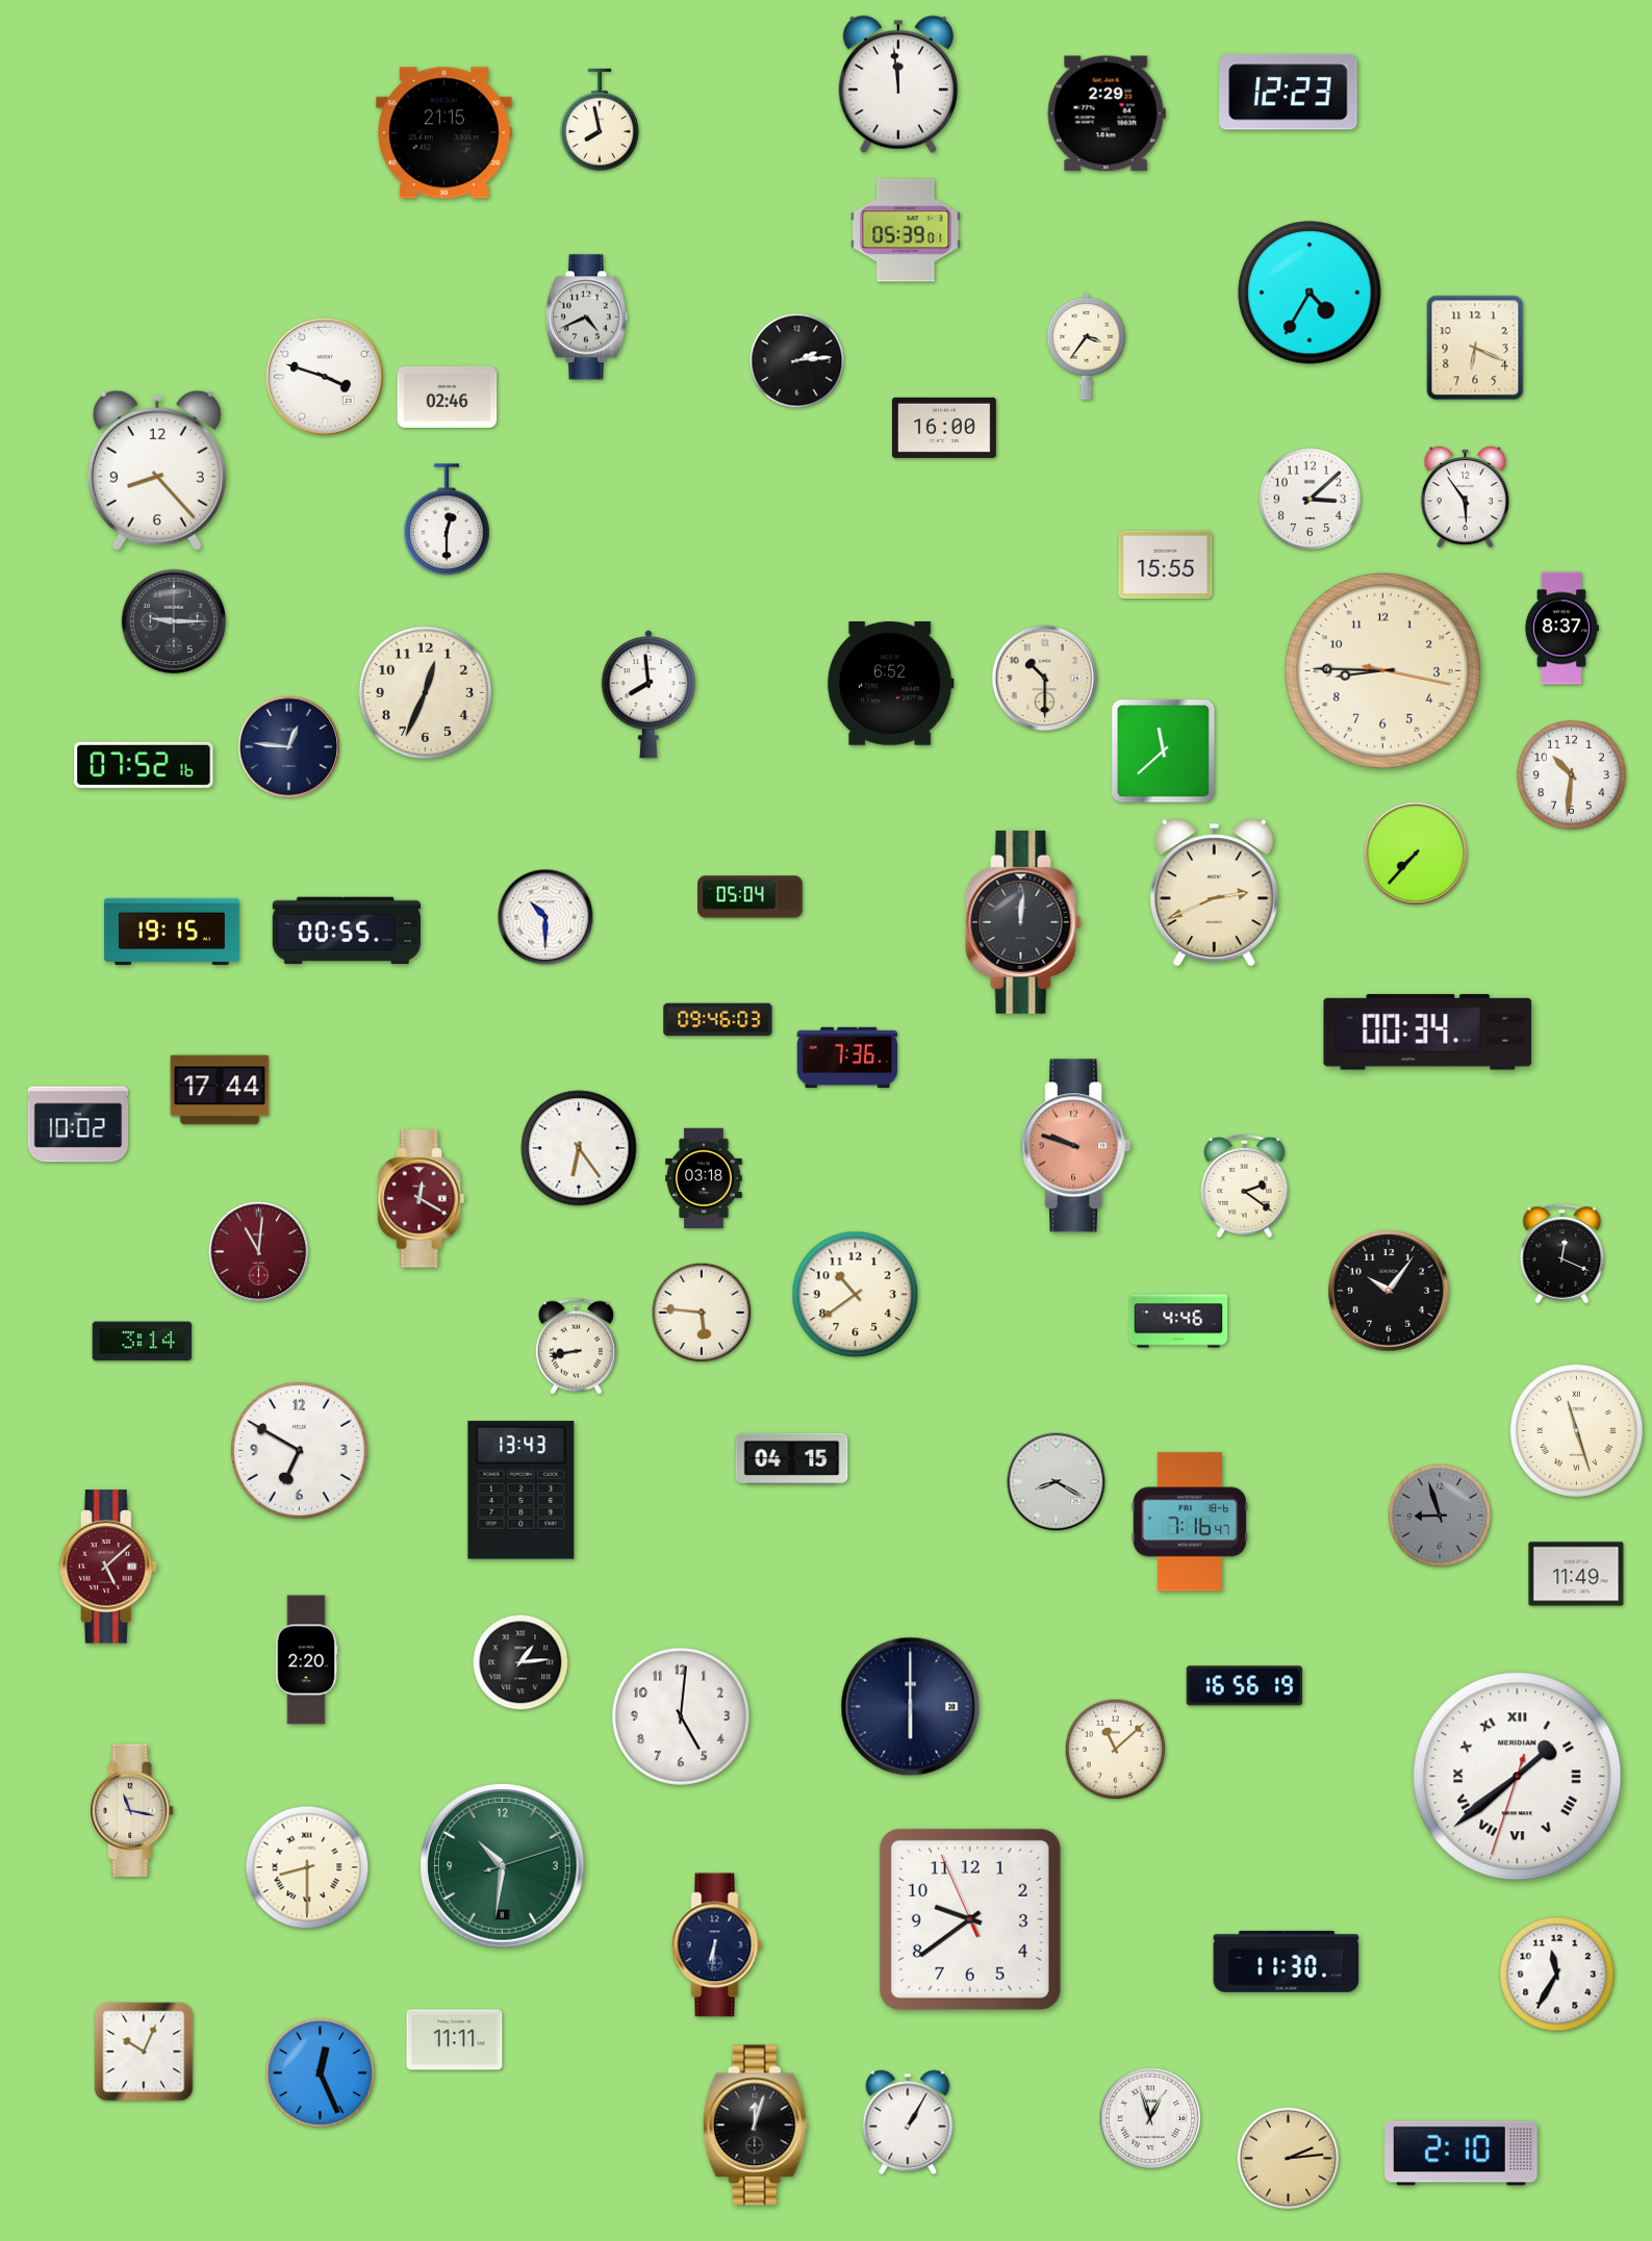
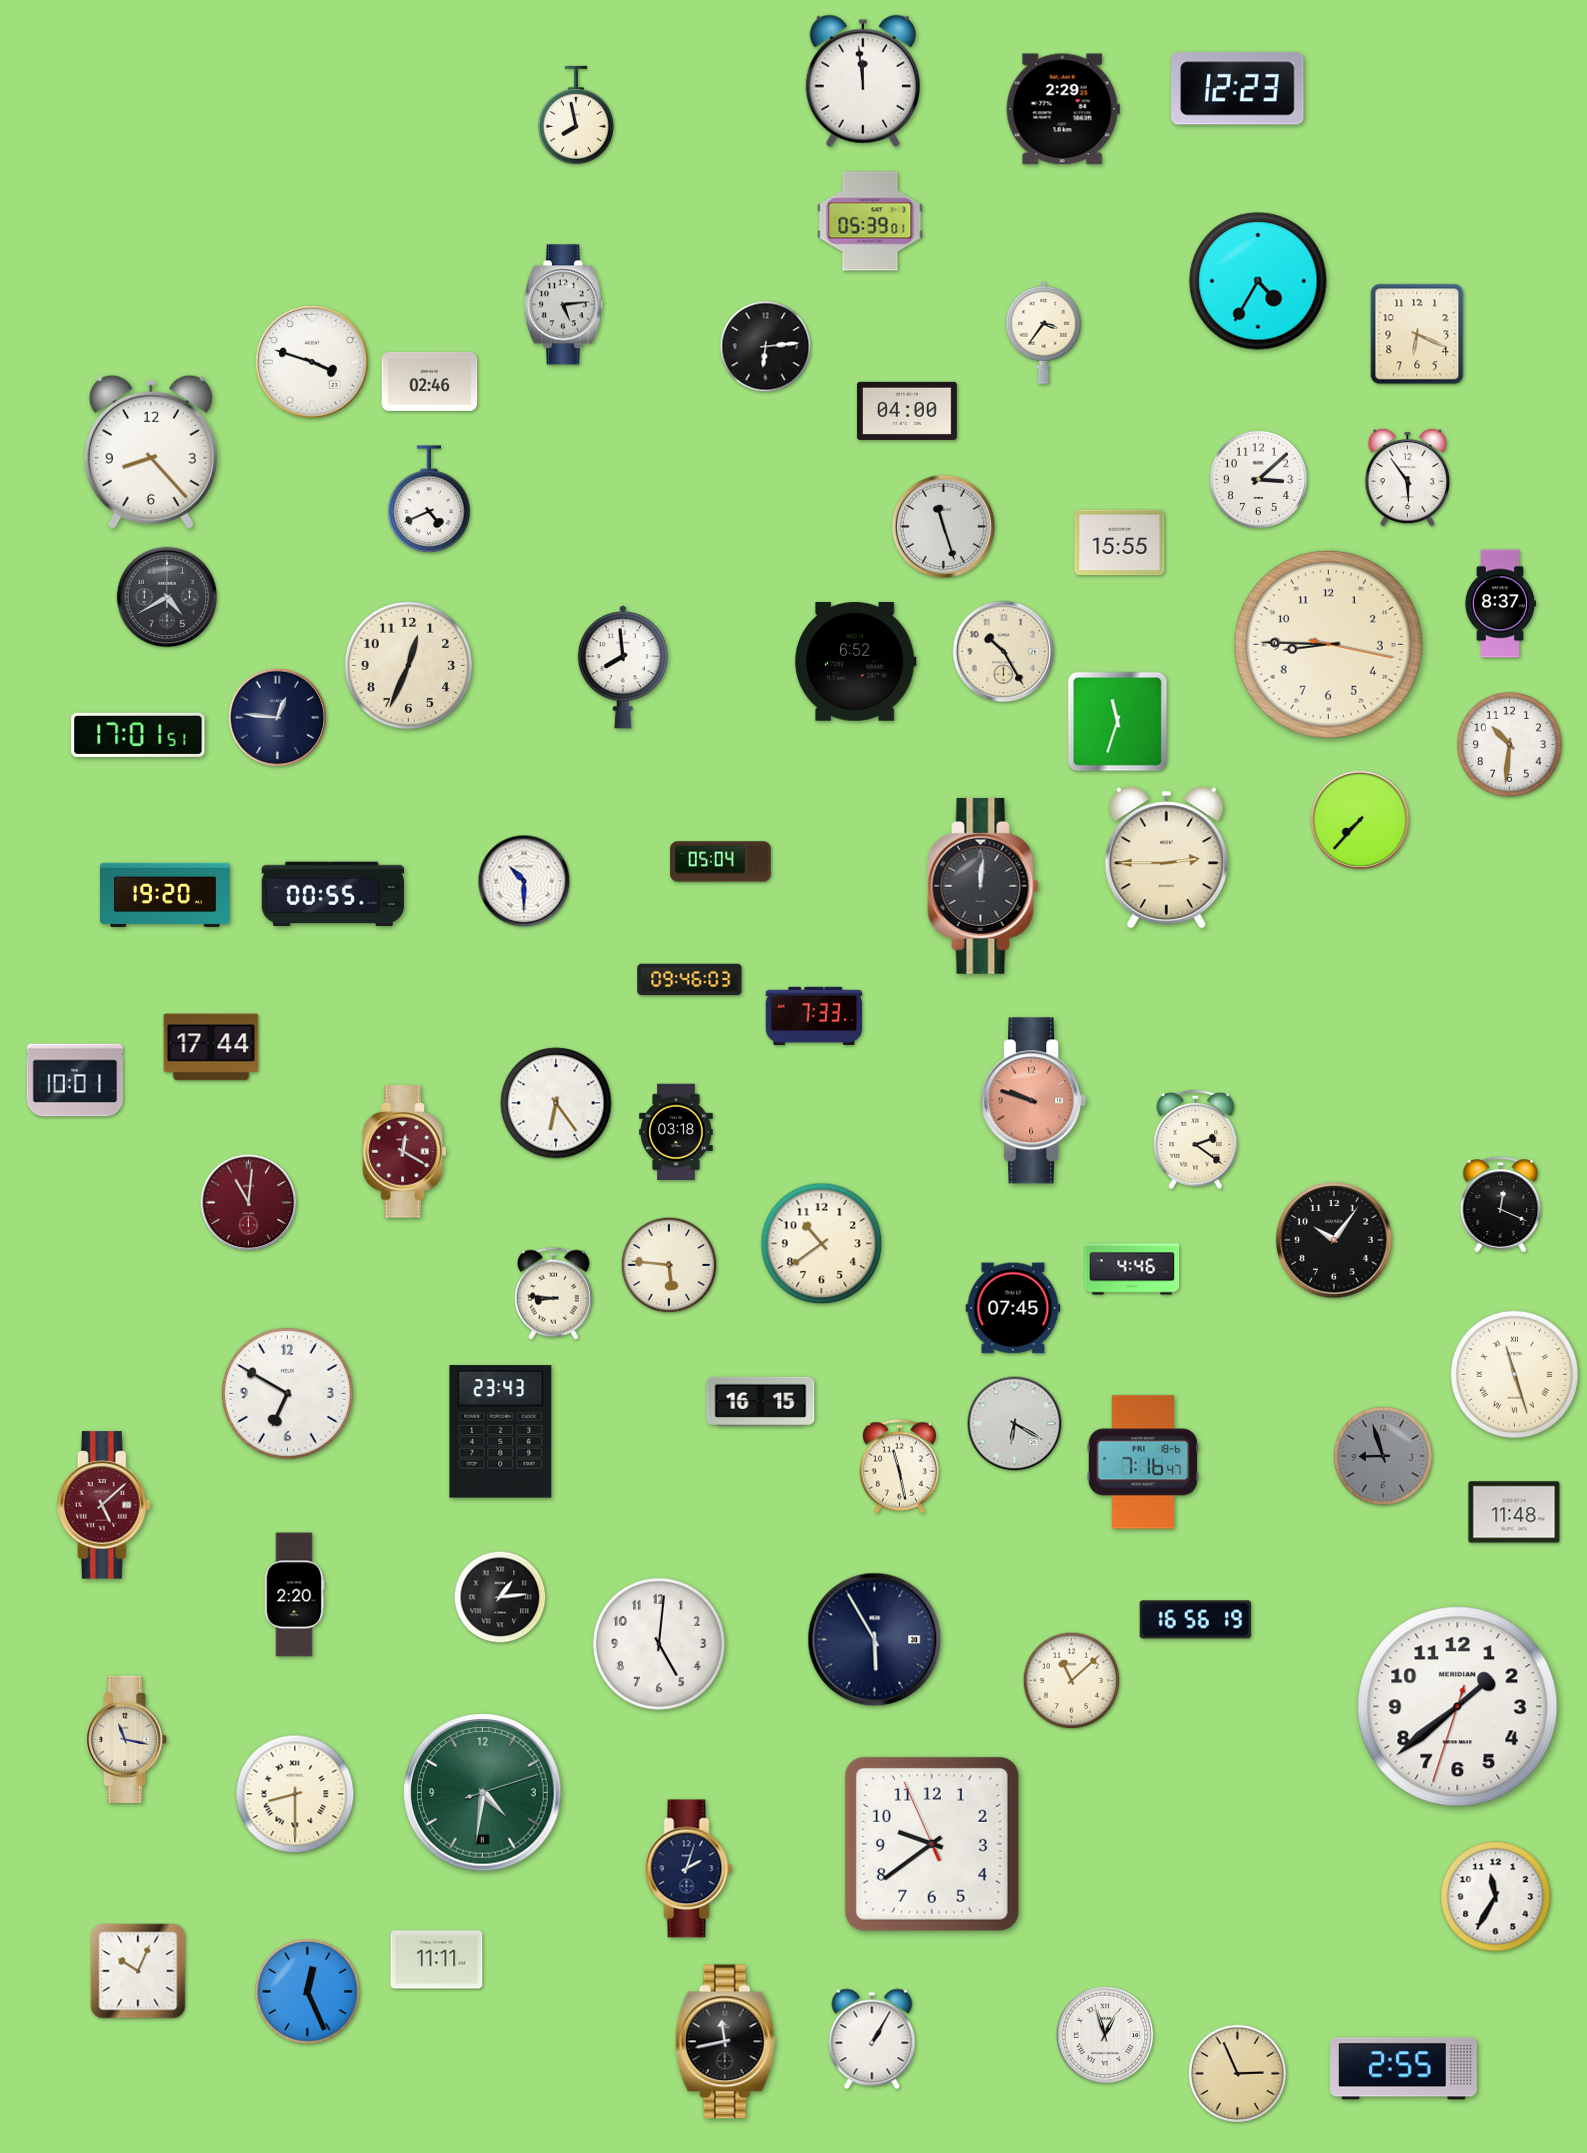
clock at (443, 133): 21:15 -> none
clock at (586, 317): 4:41 -> 5:14
clock at (797, 361): 2:14 -> 6:14
clock at (944, 428): 16:00 -> 04:00
clock at (447, 519): 12:30 -> 4:41
clock at (943, 526): none -> 11:27
clock at (174, 621): 9:15 -> 4:40
clock at (1044, 678): 10:30 -> 10:25
clock at (890, 684) position: (890, 684) -> (855, 662)
clock at (1164, 752): 11:38 -> 11:33
clock at (144, 765): 07:52 -> 17:01
clock at (1214, 893): 2:41 -> 2:45
clock at (172, 932): 19:15 -> 19:20
clock at (1428, 1033): 00:34 -> none
clock at (847, 1058): 7:36 -> 7:33
clock at (78, 1124): 10:02 -> 10:01
clock at (702, 1313) position: (702, 1313) -> (669, 1265)
clock at (143, 1342): 3:14 -> none
clock at (576, 1346): 8:43 -> 8:46
clock at (1013, 1308): none -> 07:45
clock at (792, 1458): 04:15 -> 16:15
clock at (1057, 1482): 8:20 -> 6:20
clock at (522, 1491): 13:43 -> 23:43
clock at (899, 1467): none -> 11:28
clock at (1576, 1574): 11:49 -> 11:48
clock at (911, 1707): 6:00 -> 5:55
clock at (681, 1716) position: (681, 1716) -> (659, 1644)
clock at (1518, 1777) numerals: Roman -> Arabic
clock at (503, 1866): 10:31 -> 4:31
clock at (717, 1945): 6:31 -> 2:03
clock at (1287, 1961): 11:30 -> none
clock at (755, 2125): 12:03 -> 11:43
clock at (1462, 2154): 2:10 -> 2:55
clock at (1288, 2158): 2:14 -> 2:56
